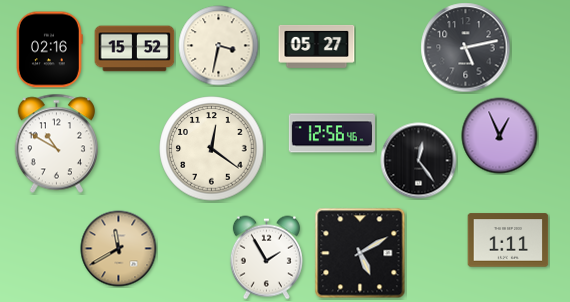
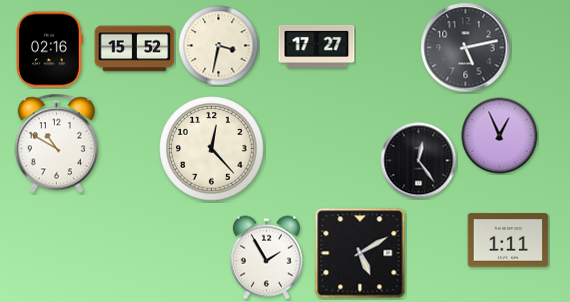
clock at (317, 46): 05:27 -> 17:27
clock at (332, 133): 12:56 -> none
clock at (212, 149): 12:21 -> 12:23
clock at (119, 249): 11:40 -> none
